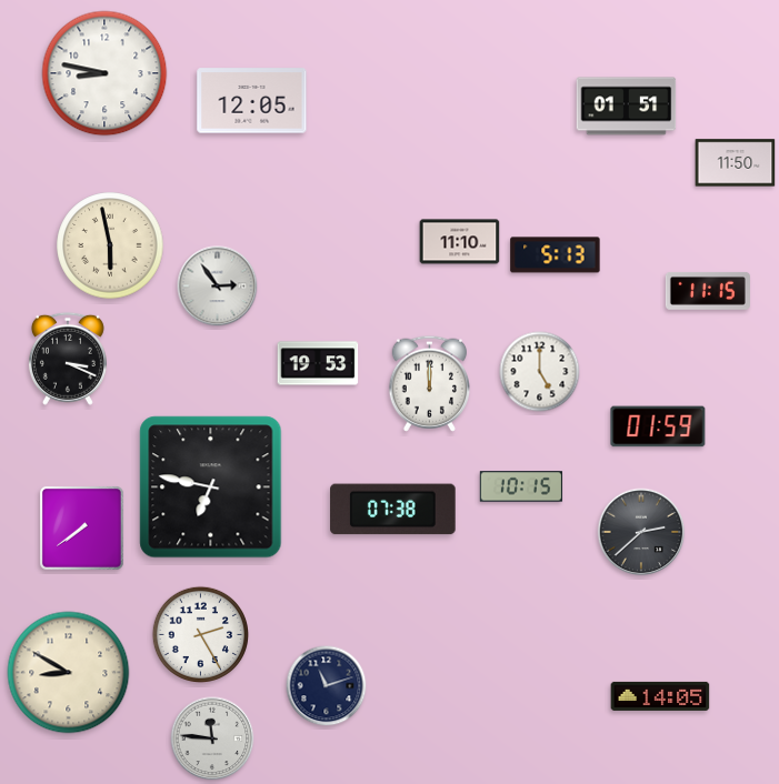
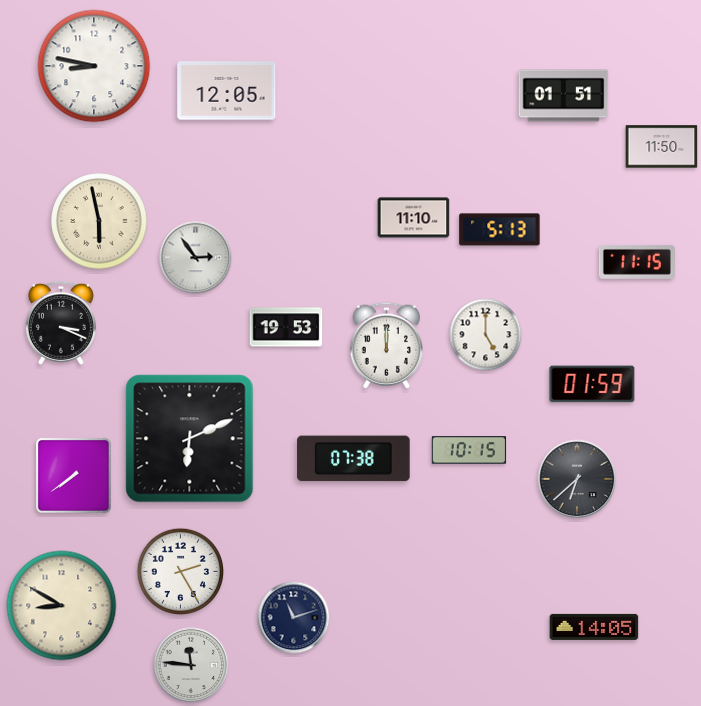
clock at (521, 486) position: (521, 486) -> (469, 450)
clock at (211, 488): 6:47 -> 6:11
clock at (641, 532): 2:38 -> 6:38
